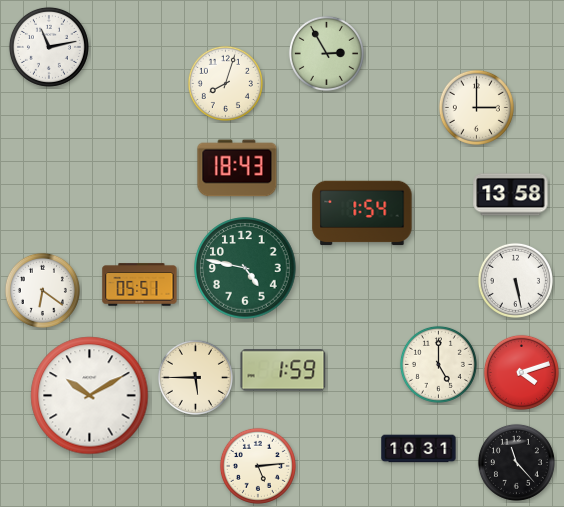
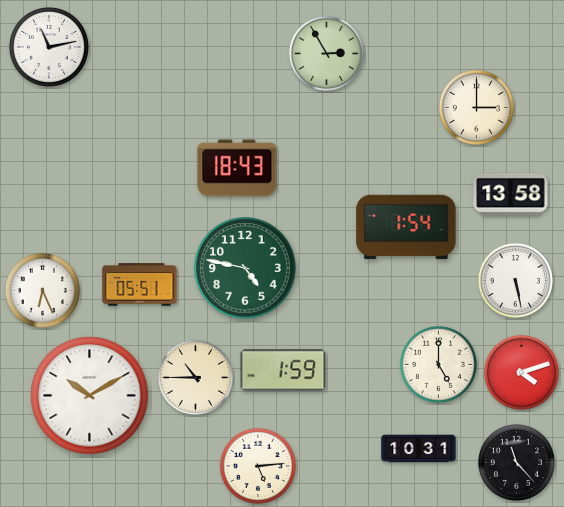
clock at (225, 83): 8:03 -> none
clock at (362, 213) position: (362, 213) -> (406, 227)
clock at (42, 290): 6:21 -> 6:26
clock at (195, 377): 5:45 -> 10:45
